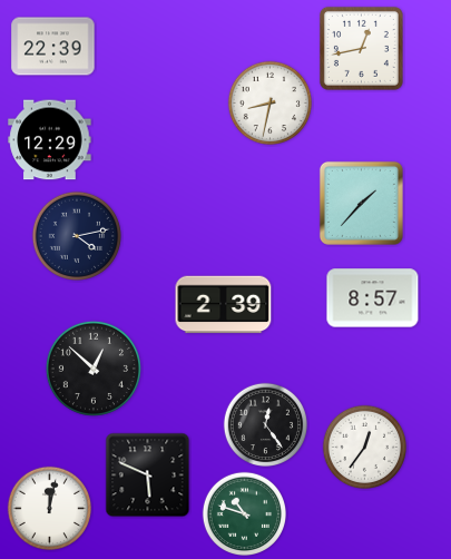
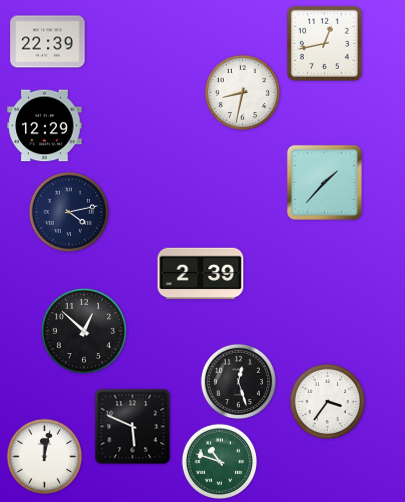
clock at (373, 298): 8:57 -> none
clock at (266, 425): 12:24 -> 12:27
clock at (365, 448): 12:36 -> 3:36
